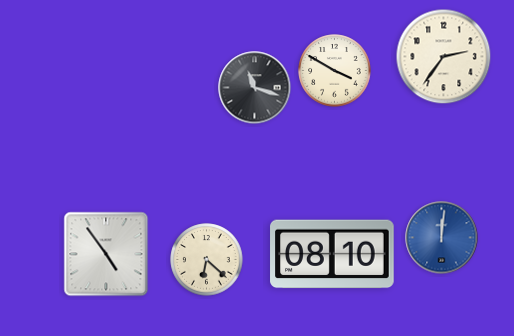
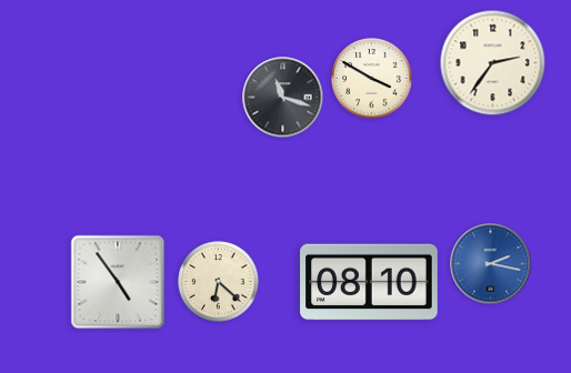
clock at (442, 238): 12:01 -> 2:17
clock at (207, 260) position: (207, 260) -> (219, 282)
